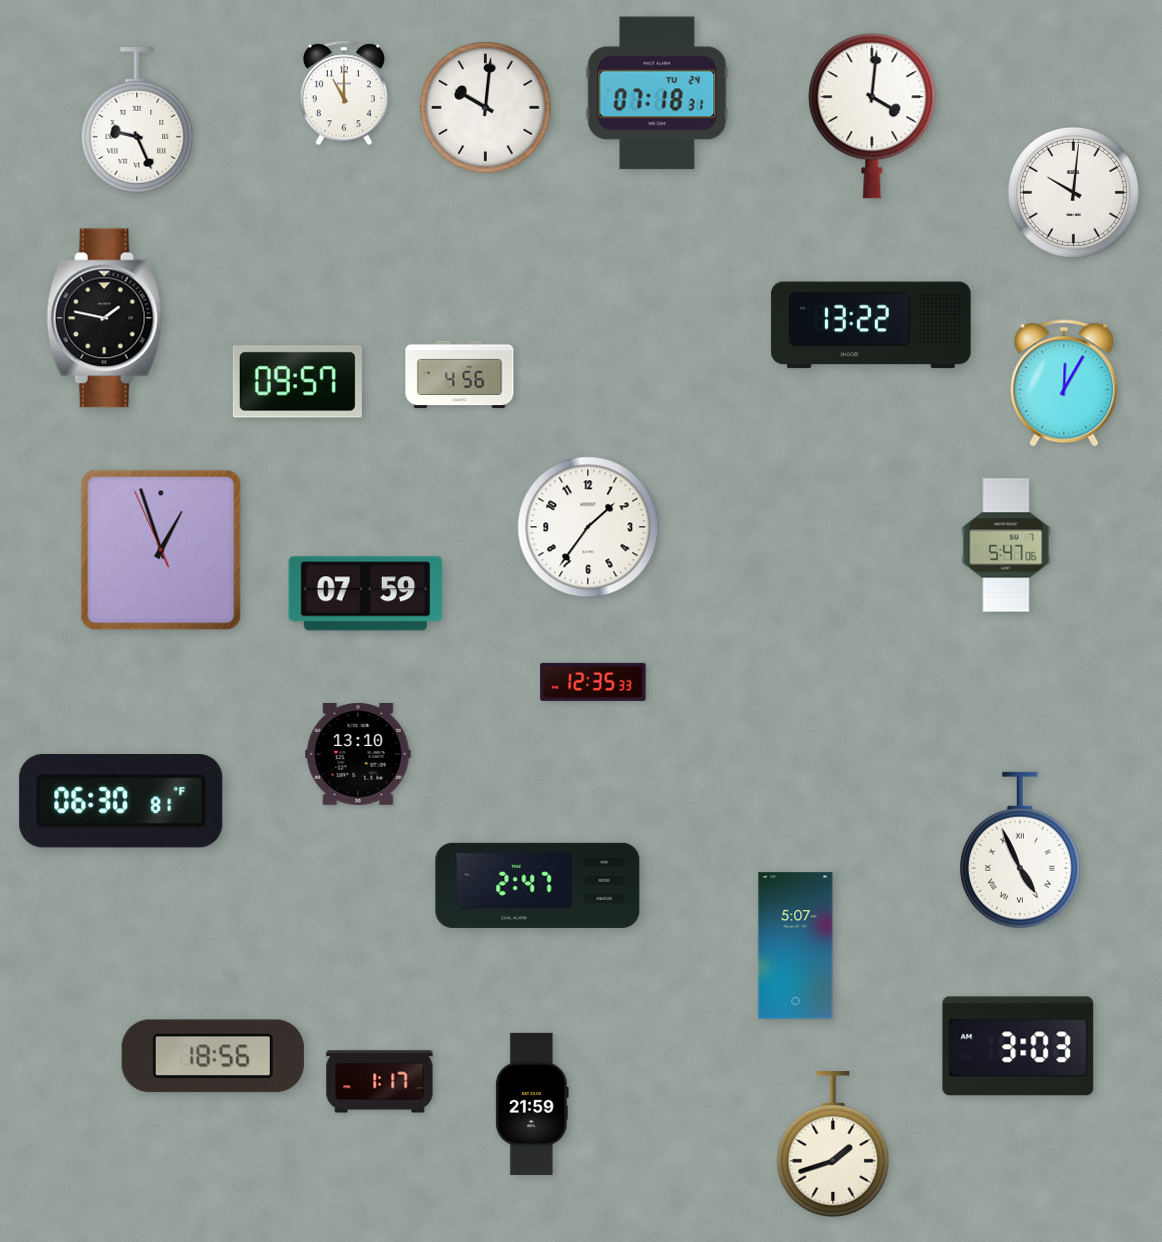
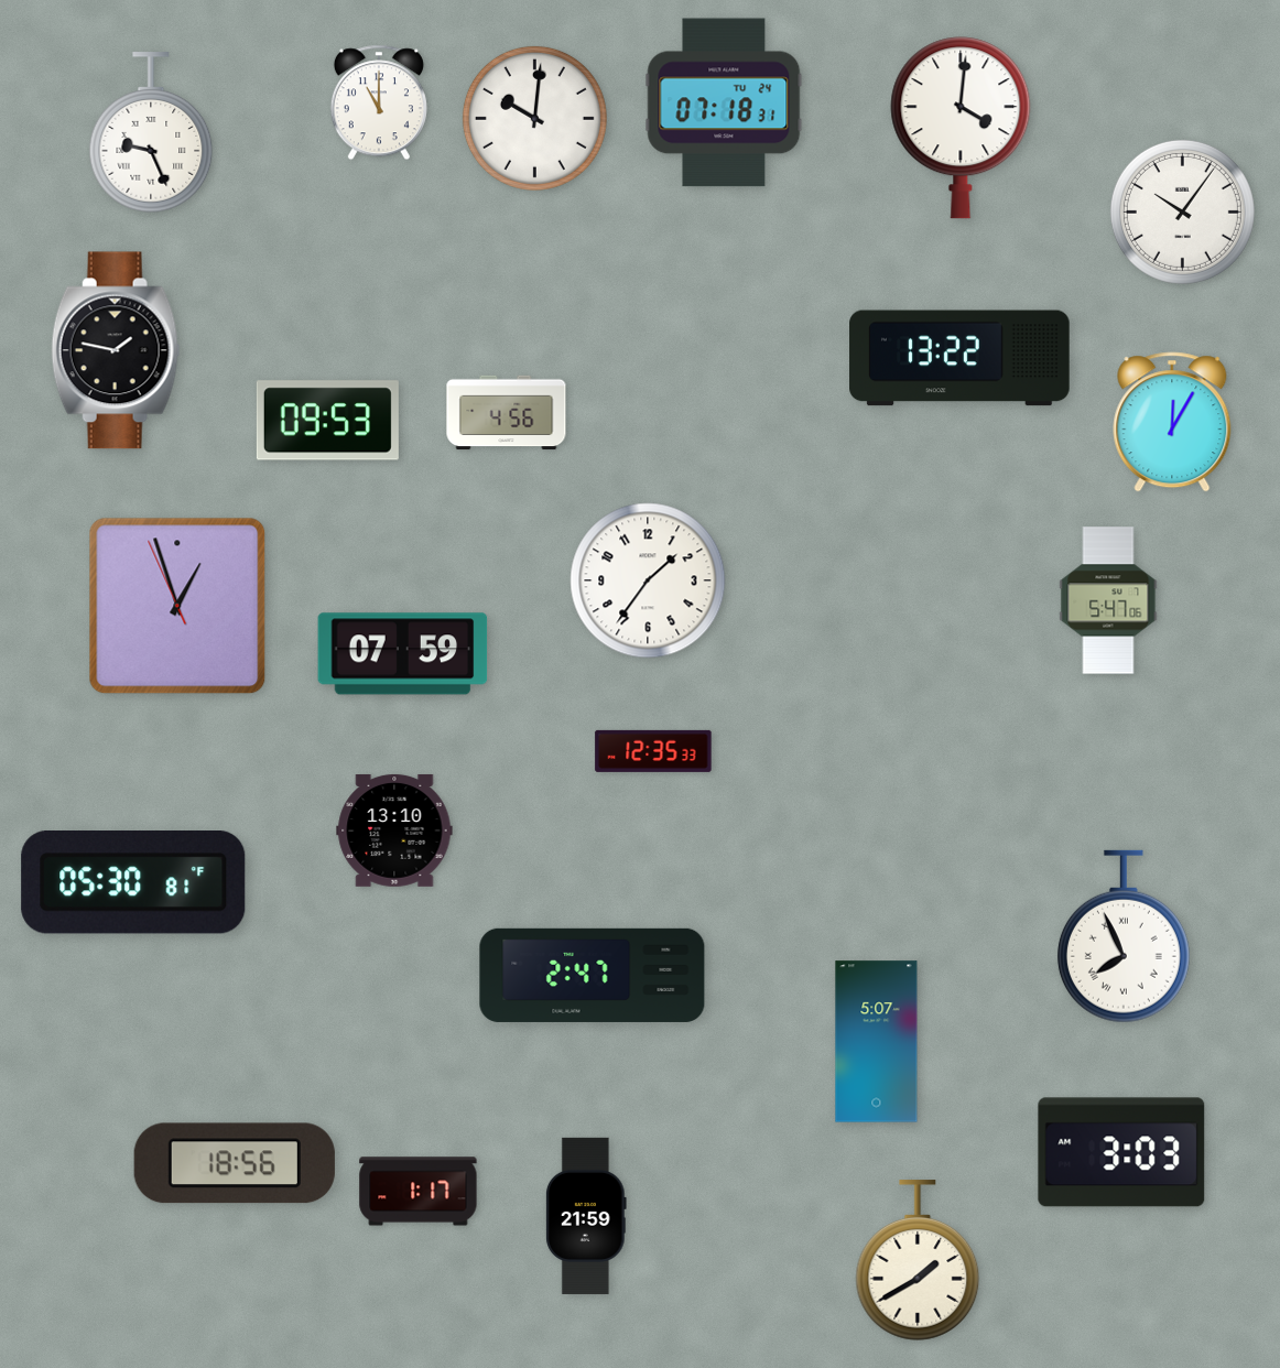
clock at (1073, 192): 10:01 -> 10:06
clock at (297, 382): 09:57 -> 09:53
clock at (121, 802): 06:30 -> 05:30
clock at (1020, 850): 4:56 -> 7:56
clock at (833, 1144): 1:42 -> 1:40
